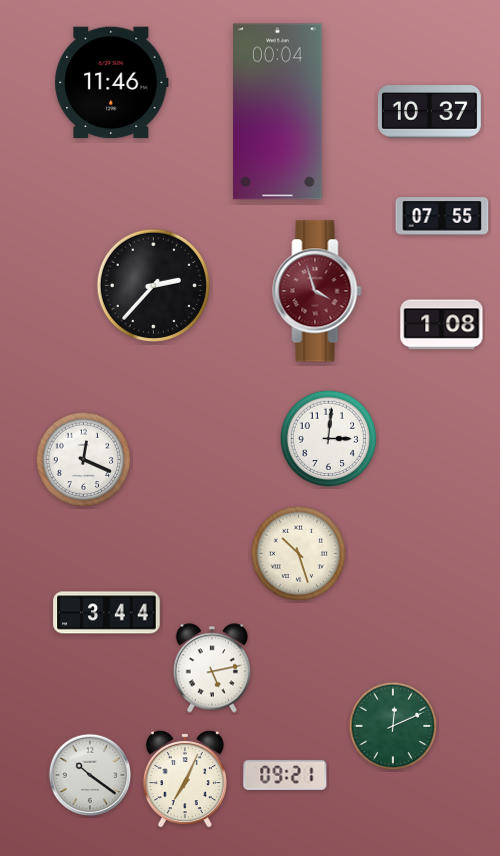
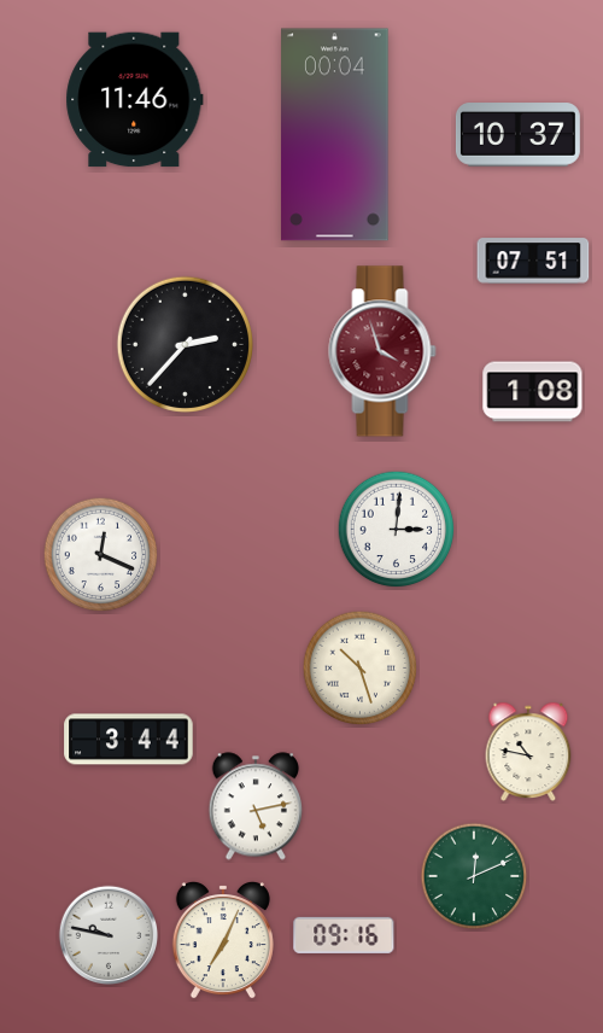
clock at (442, 216): 07:55 -> 07:51
clock at (528, 752): none -> 10:47
clock at (90, 775): 10:21 -> 9:47
clock at (285, 775): 09:21 -> 09:16
